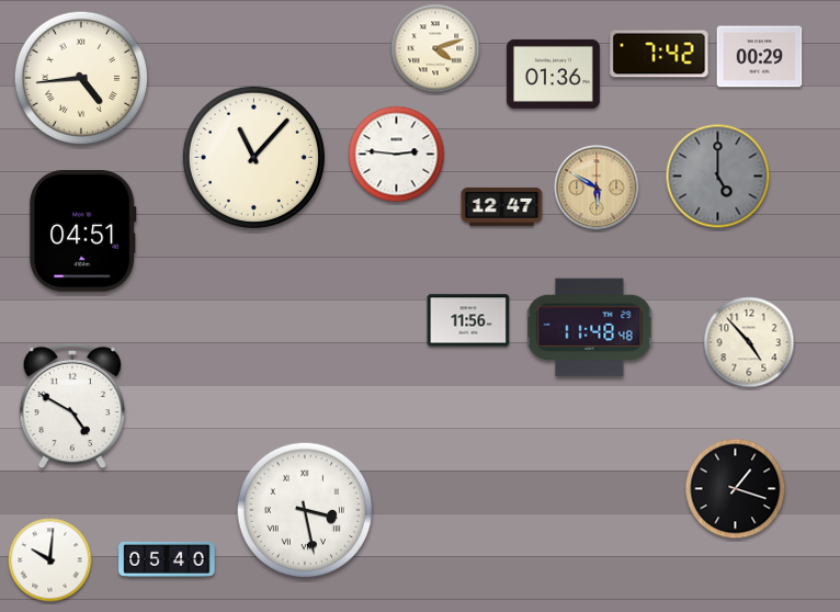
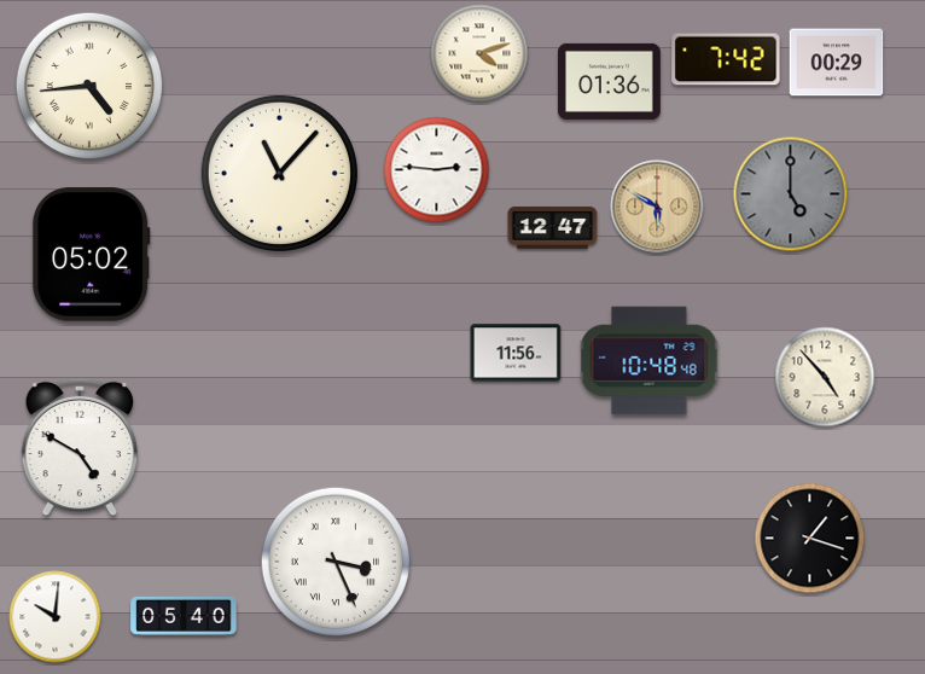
clock at (83, 231): 04:51 -> 05:02
clock at (590, 328): 11:48 -> 10:48
clock at (304, 509): 3:28 -> 3:26
